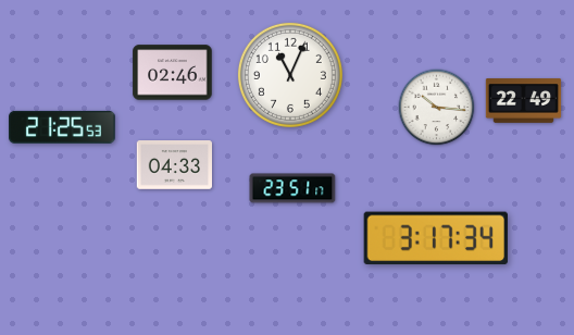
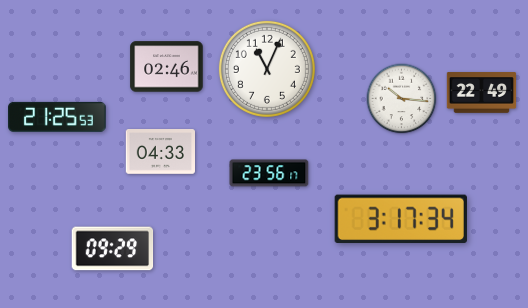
clock at (173, 73) position: (173, 73) -> (167, 67)
clock at (292, 188): 23:51 -> 23:56
clock at (113, 249): none -> 09:29
